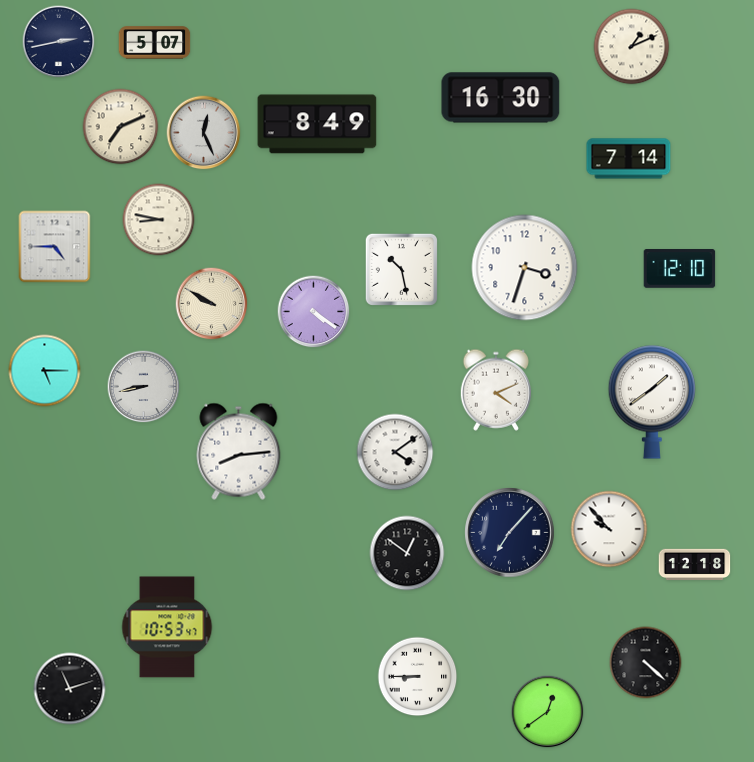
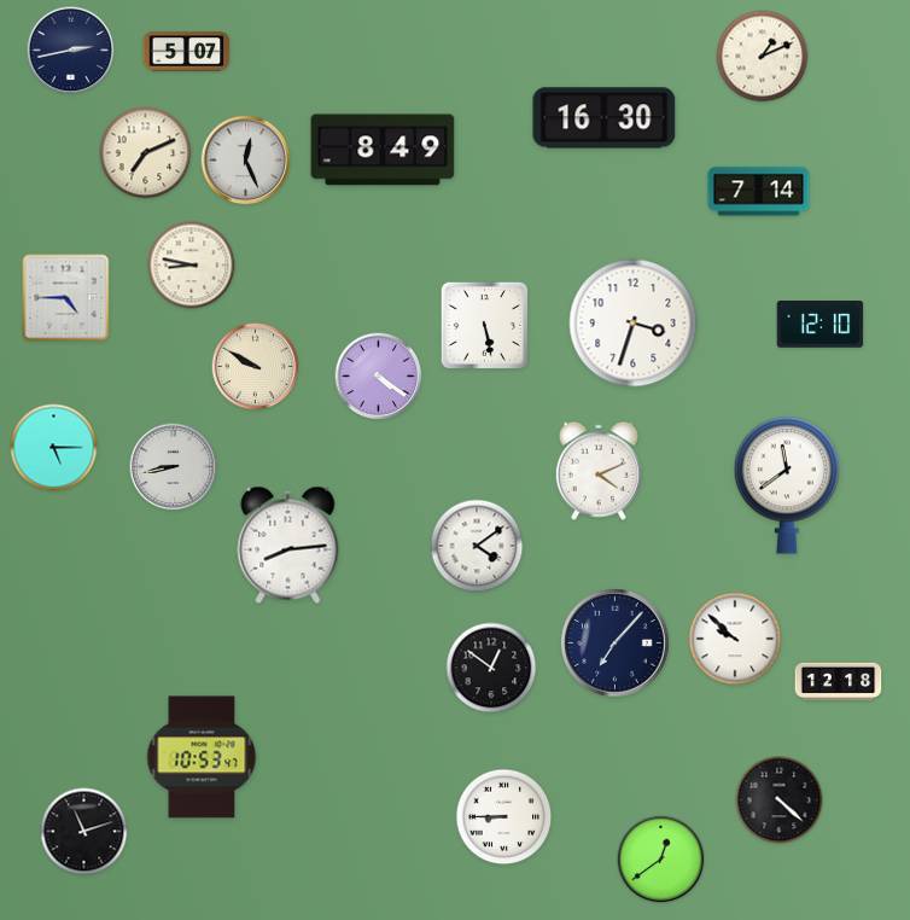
clock at (401, 269): 10:28 -> 5:28
clock at (651, 402): 1:39 -> 11:39
clock at (609, 529): 9:53 -> 9:52
